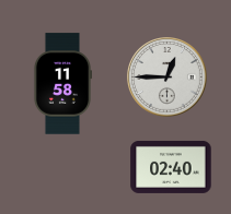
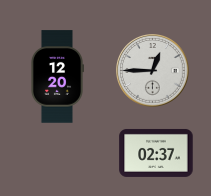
clock at (61, 84): 11:58 -> 12:20
clock at (171, 167): 02:40 -> 02:37
